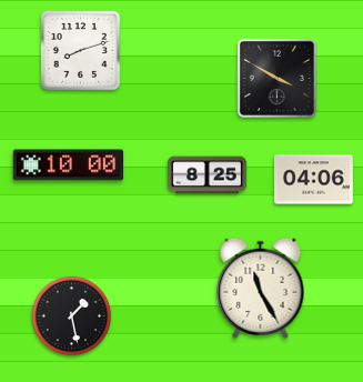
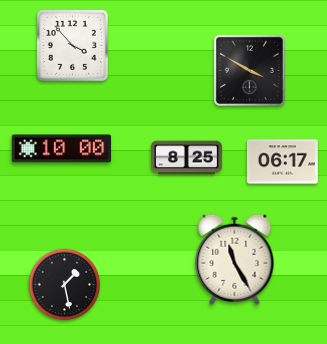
clock at (80, 50): 8:12 -> 3:53
clock at (313, 180): 04:06 -> 06:17
